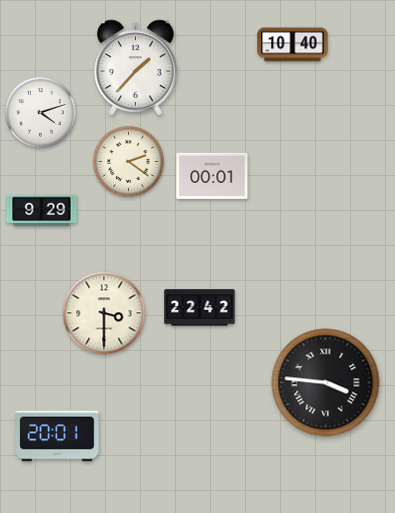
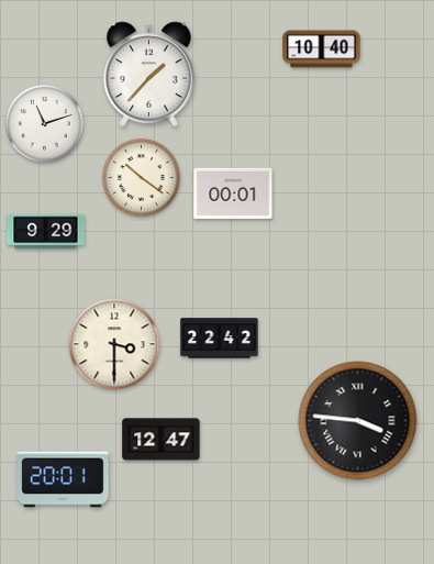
clock at (41, 113): 4:12 -> 11:12
clock at (129, 162): 2:21 -> 10:21
clock at (162, 440): none -> 12:47
